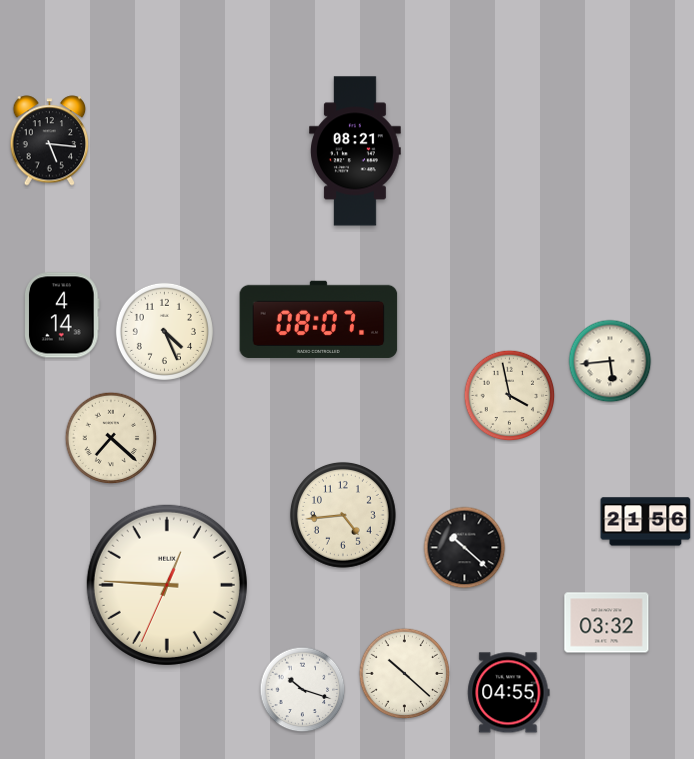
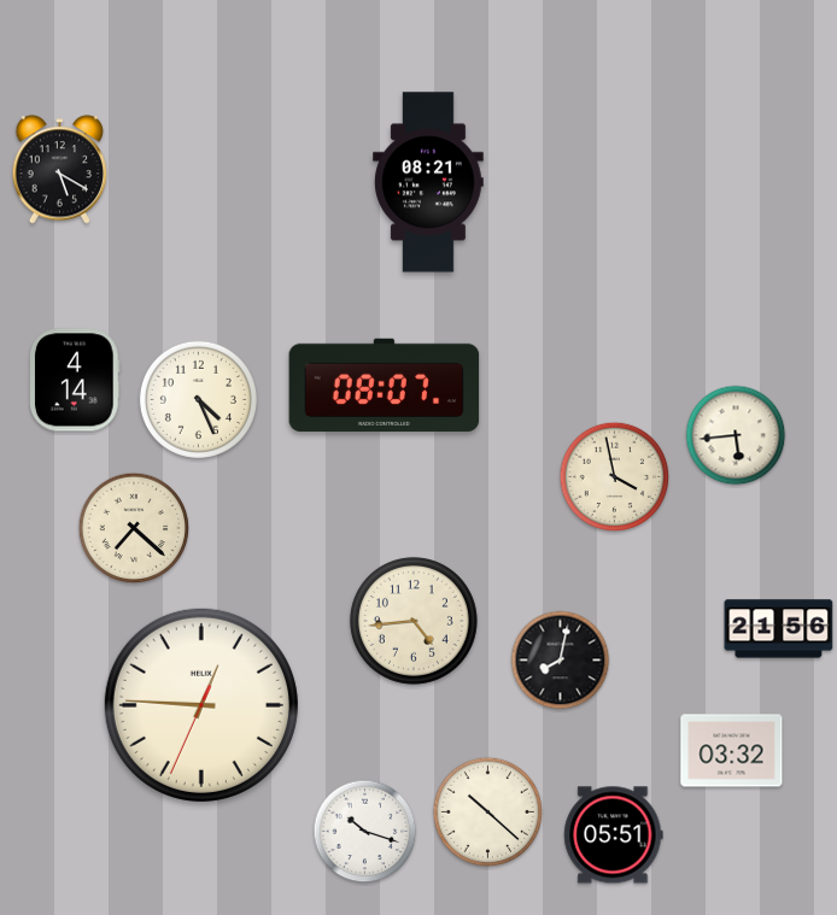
clock at (50, 141): 5:16 -> 5:20
clock at (465, 548): 10:22 -> 8:02
clock at (509, 693): 04:55 -> 05:51
